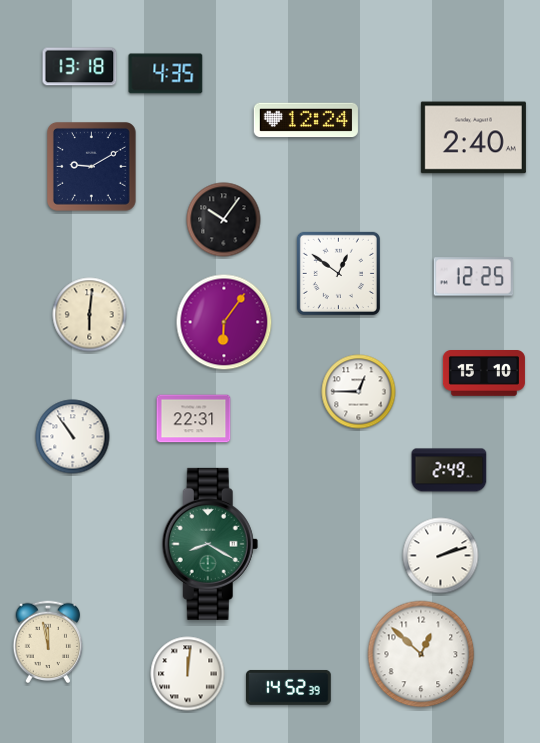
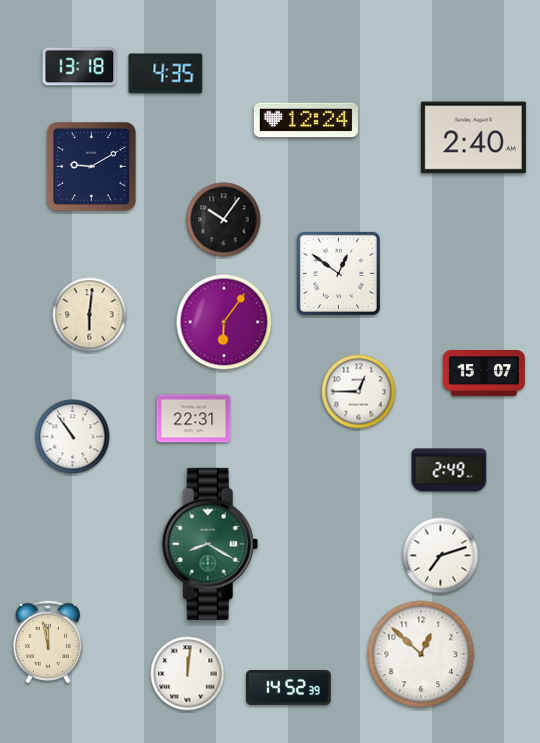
clock at (474, 277): 12:25 -> none
clock at (484, 374): 15:10 -> 15:07
clock at (441, 556): 2:12 -> 7:12
